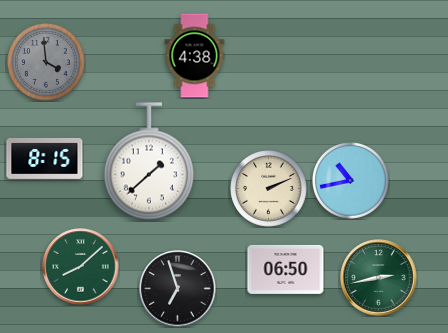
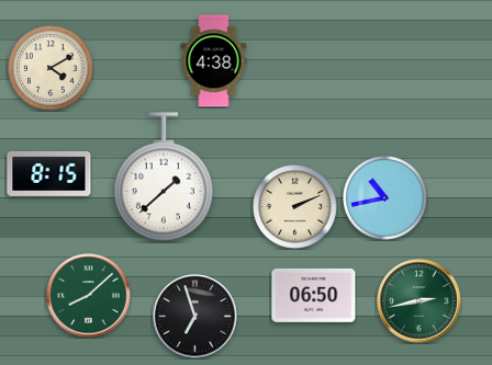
clock at (47, 63): 3:59 -> 4:10
clock at (47, 63) dial: grey -> cream
clock at (81, 267) position: (81, 267) -> (89, 296)
clock at (379, 278) position: (379, 278) -> (420, 301)
